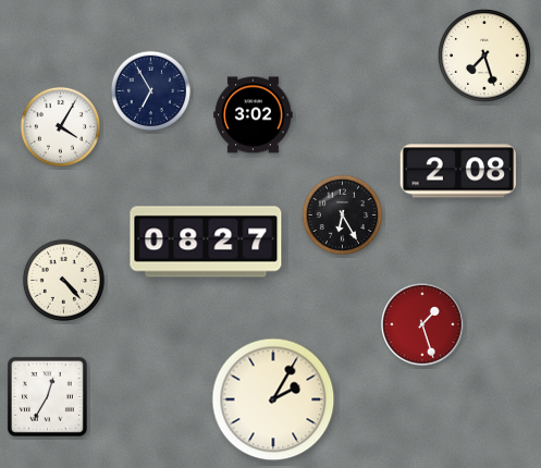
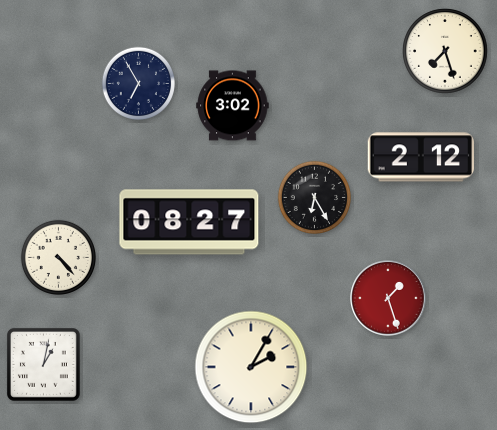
clock at (60, 126): 4:05 -> none
clock at (457, 171): 2:08 -> 2:12
clock at (47, 396): 12:35 -> 1:02
